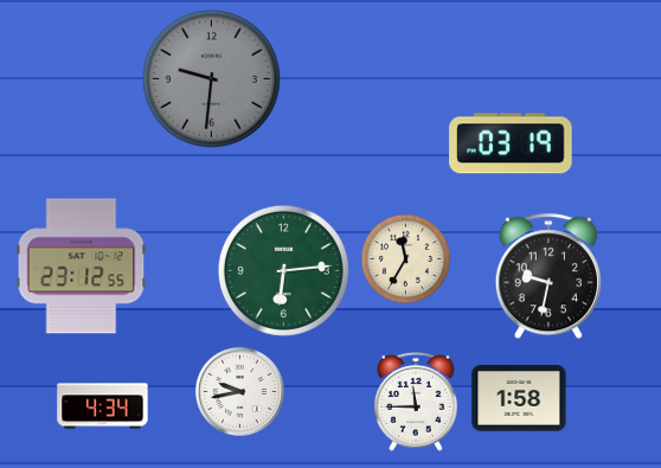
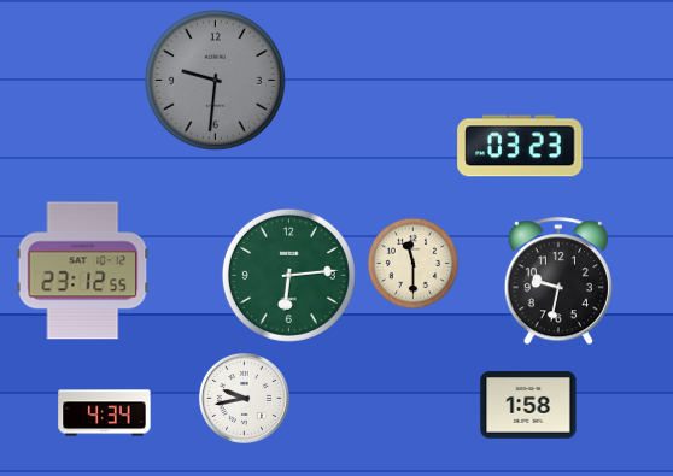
clock at (511, 143): 03:19 -> 03:23
clock at (406, 259): 11:35 -> 11:30
clock at (416, 402): 11:45 -> none
